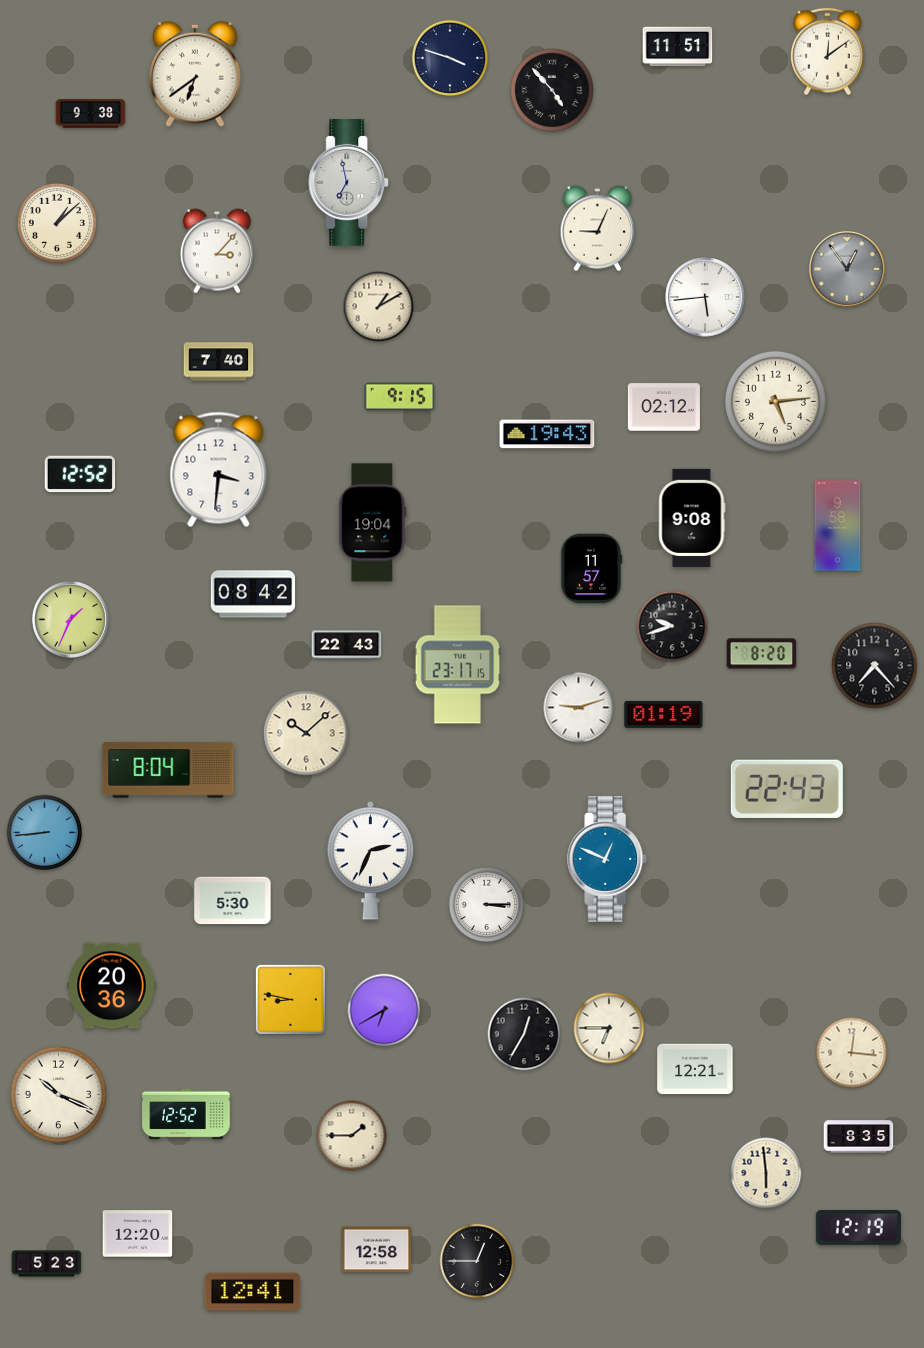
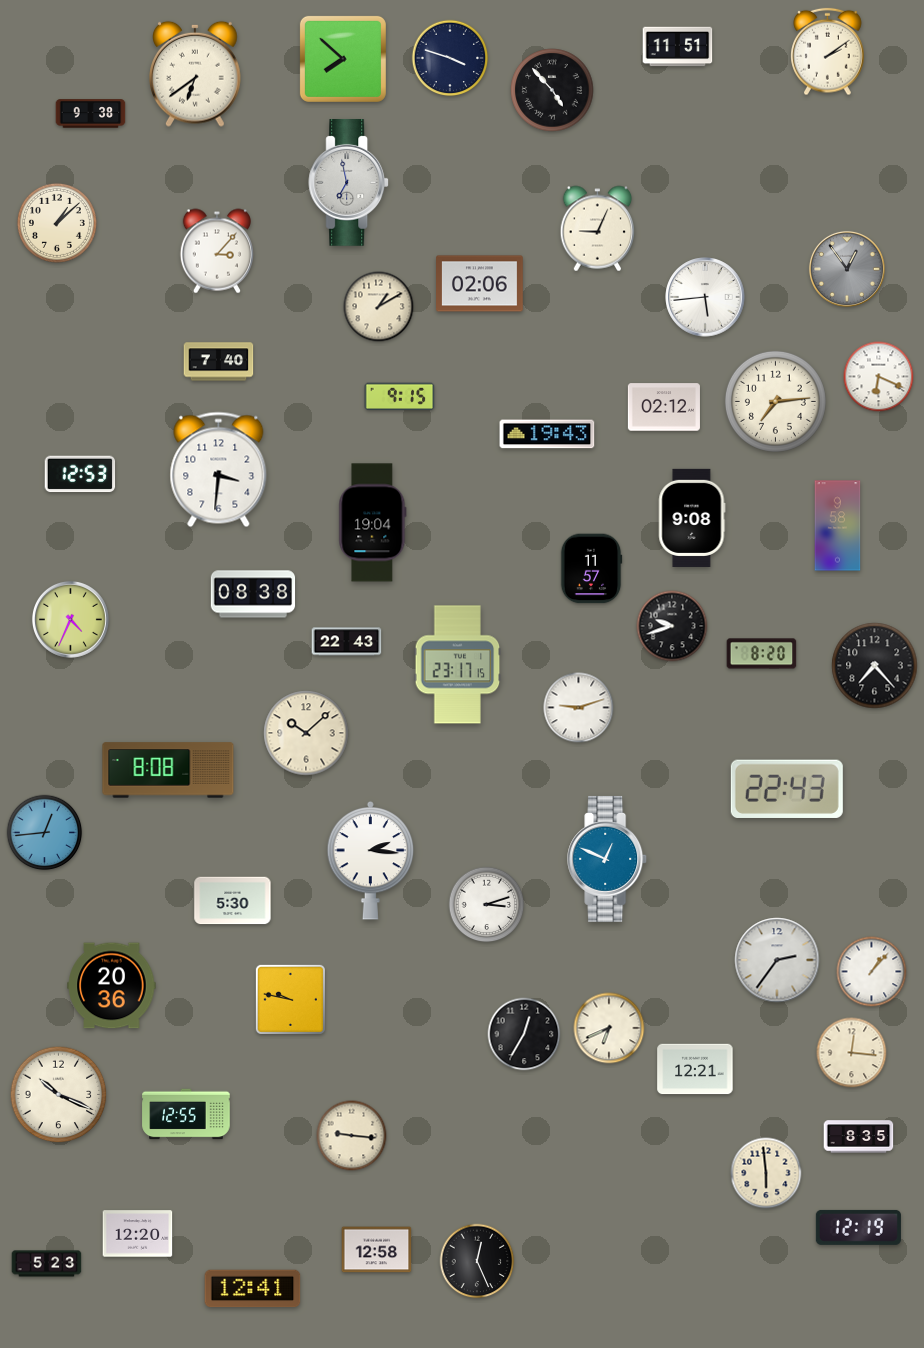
clock at (828, 52): 12:09 -> 2:09
clock at (343, 59): none -> 7:52
clock at (480, 284): none -> 02:06
clock at (879, 377): none -> 6:19
clock at (775, 401): 5:14 -> 7:14
clock at (80, 474): 12:52 -> 12:53
clock at (253, 594): 08:42 -> 08:38
clock at (70, 619): 1:34 -> 4:34
clock at (347, 645) position: (347, 645) -> (347, 642)
clock at (664, 714): 01:19 -> none
clock at (168, 770): 8:04 -> 8:08
clock at (45, 833): 8:44 -> 12:44
clock at (371, 860): 2:34 -> 2:16
clock at (487, 905): 3:15 -> 3:12
clock at (777, 960): none -> 2:36
clock at (872, 972): none -> 1:07
clock at (290, 999): 8:47 -> 9:47
clock at (384, 1010): 6:40 -> none
clock at (609, 1028): 6:45 -> 6:41
clock at (186, 1114): 12:52 -> 12:55
clock at (352, 1136): 1:45 -> 9:16
clock at (477, 1261): 12:45 -> 12:26
clock at (253, 1292) position: (253, 1292) -> (253, 1289)
